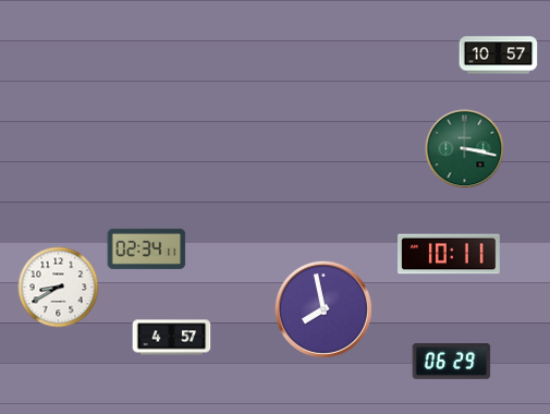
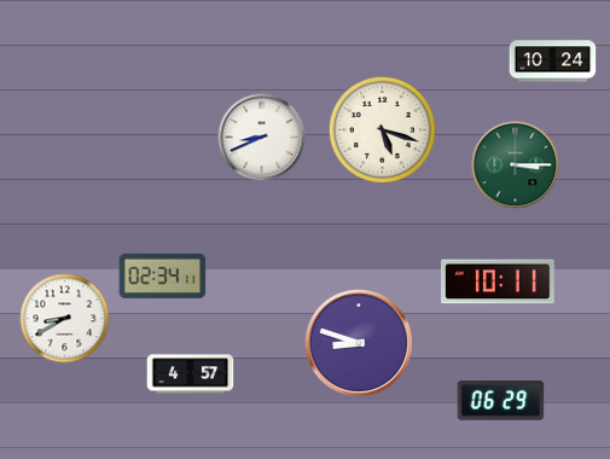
clock at (499, 56): 10:57 -> 10:24
clock at (382, 129): none -> 5:18
clock at (262, 138): none -> 8:41
clock at (465, 149): 3:17 -> 3:15
clock at (323, 309): 7:58 -> 8:48
